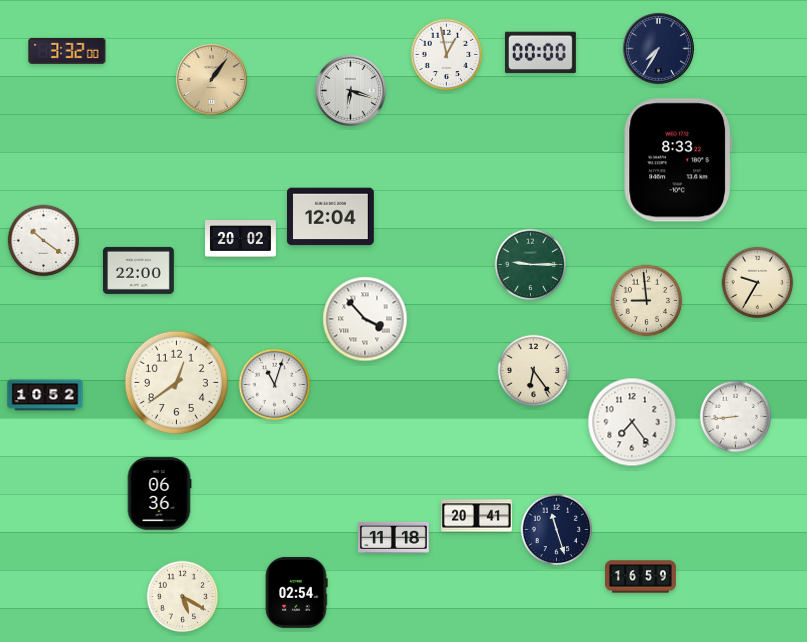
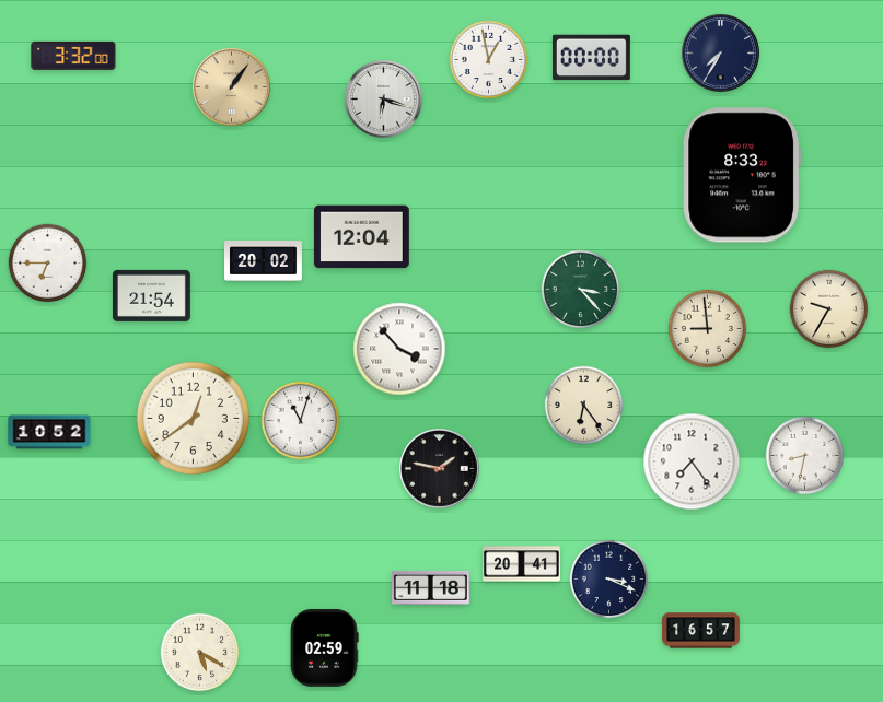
clock at (44, 241): 10:21 -> 6:45
clock at (531, 265): 9:15 -> 3:23
clock at (138, 270): 22:00 -> 21:54
clock at (736, 417): 8:44 -> 8:32
clock at (440, 469): none -> 1:47
clock at (159, 494): 06:36 -> none
clock at (557, 530): 11:27 -> 3:19
clock at (641, 577): 16:59 -> 16:57
clock at (296, 592): 02:54 -> 02:59
